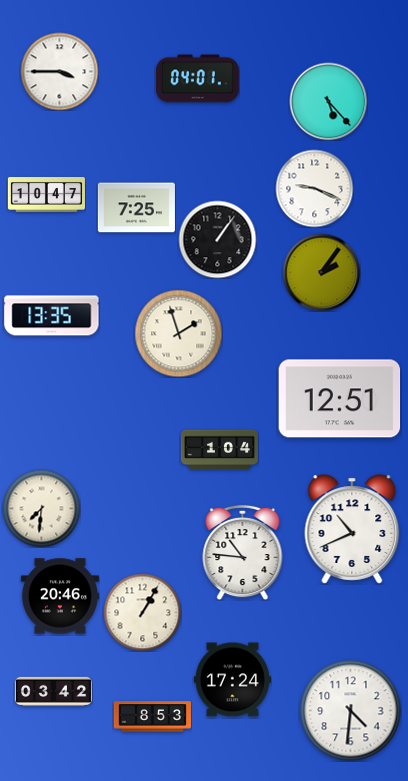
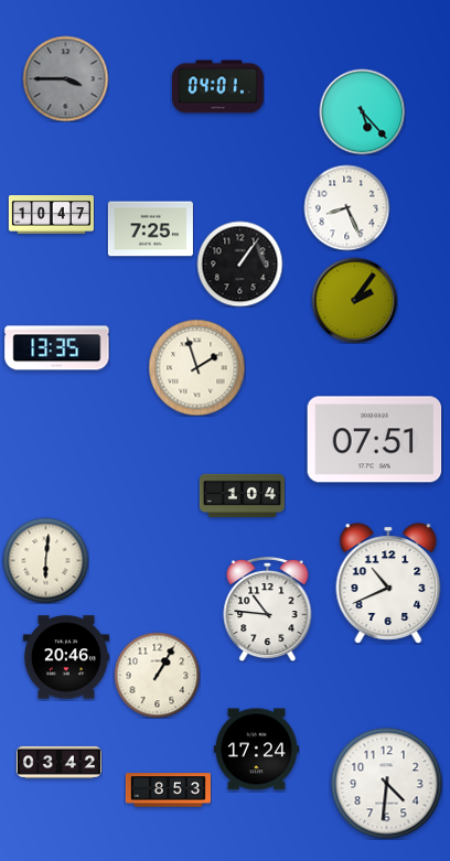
clock at (59, 71) dial: white -> grey
clock at (314, 188): 9:19 -> 8:26
clock at (340, 399): 12:51 -> 07:51
clock at (41, 508): 7:31 -> 6:01
